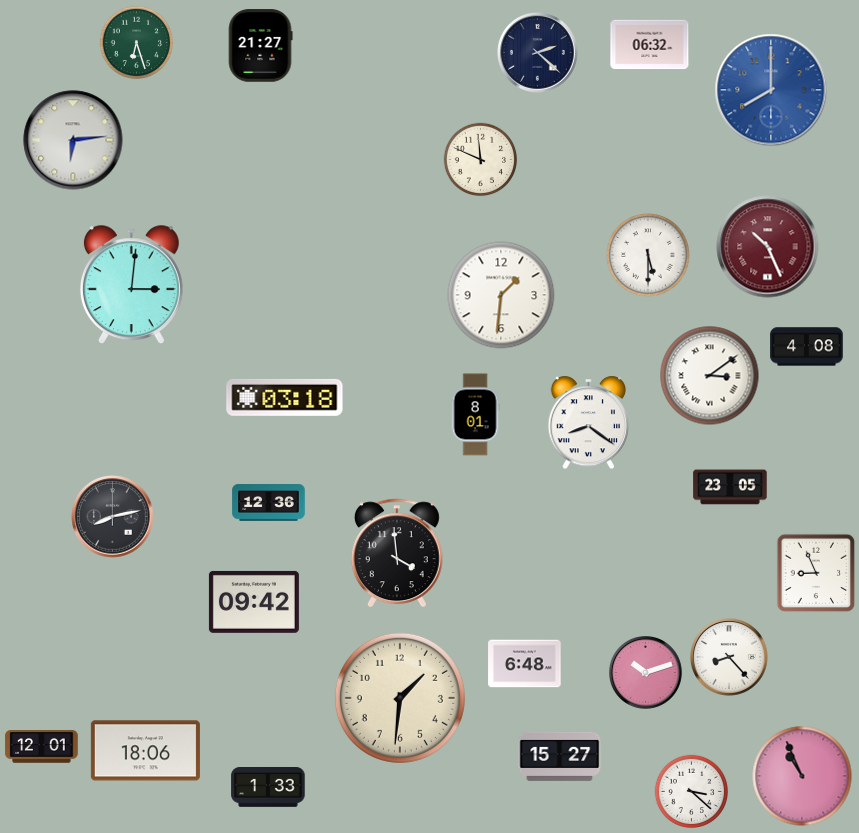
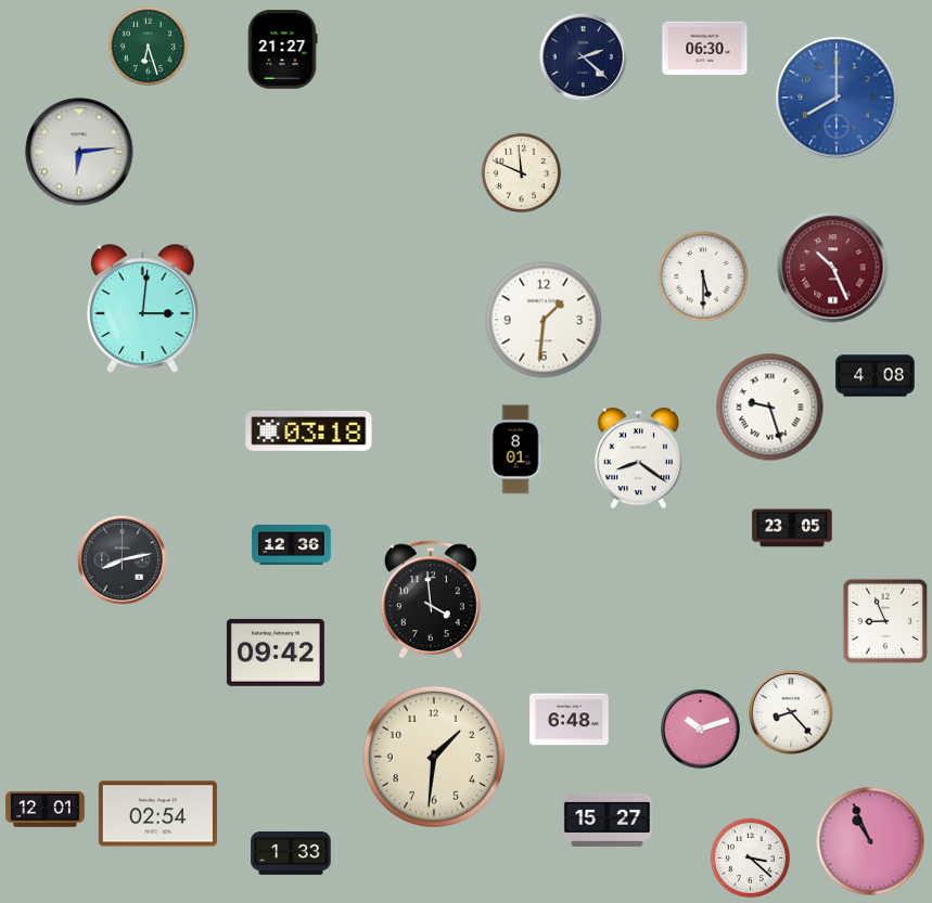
clock at (650, 45): 06:32 -> 06:30
clock at (710, 376): 3:09 -> 9:27
clock at (145, 751): 18:06 -> 02:54
